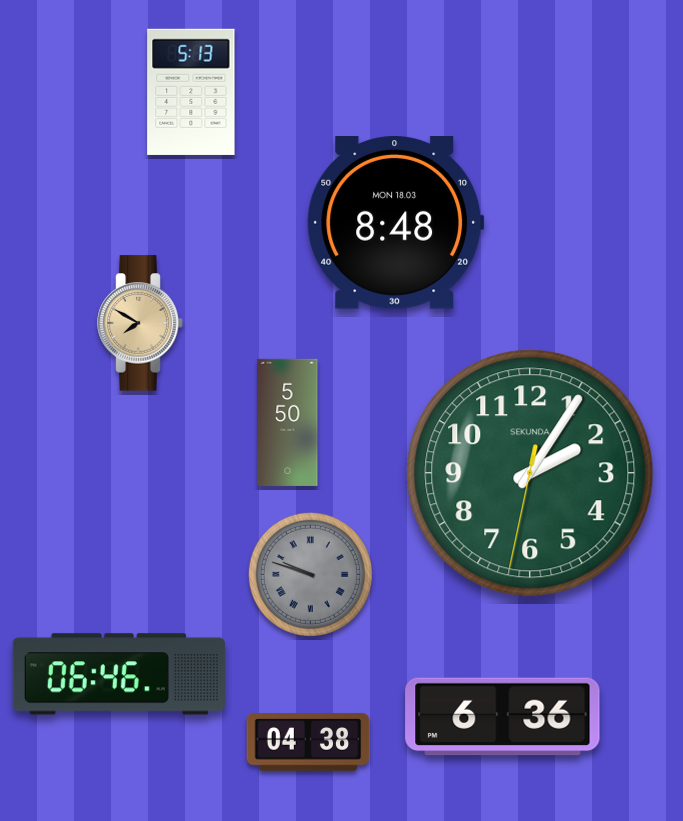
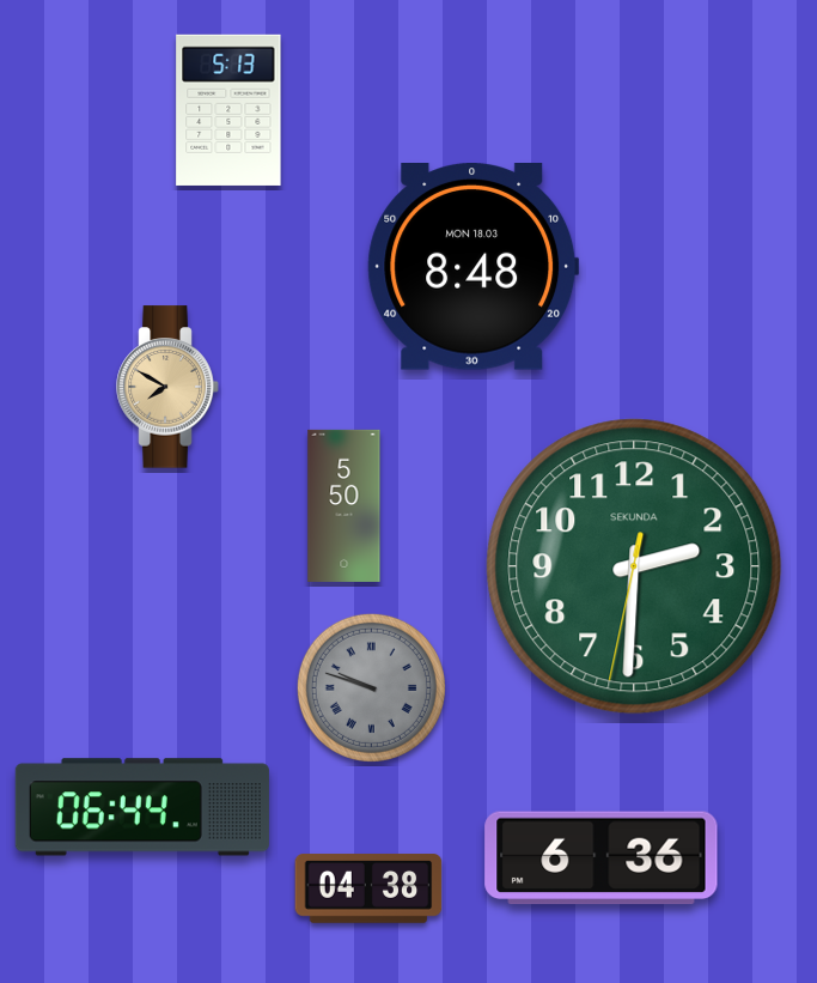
clock at (530, 473): 2:05 -> 2:30
clock at (119, 674): 06:46 -> 06:44
